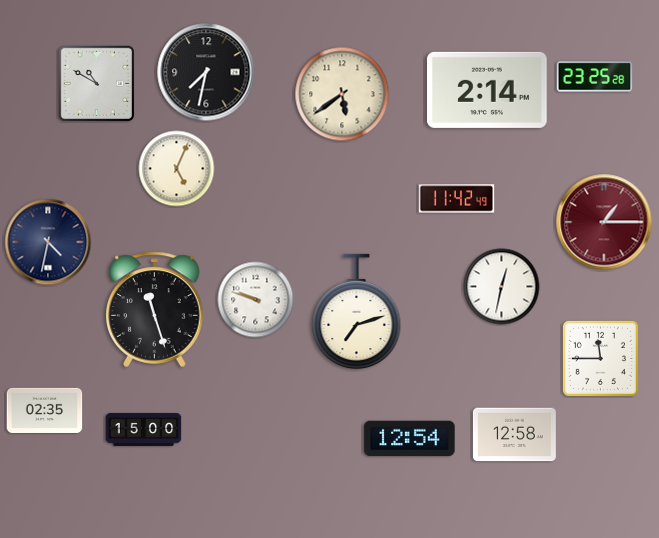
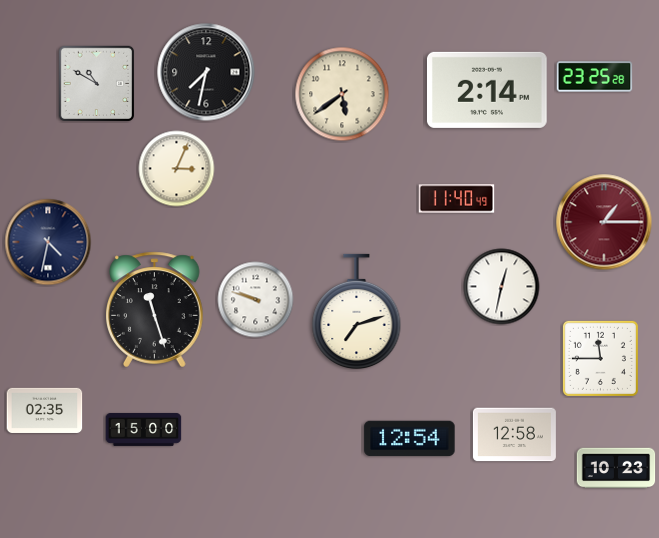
clock at (177, 169): 5:04 -> 3:04
clock at (457, 199): 11:42 -> 11:40
clock at (616, 468): none -> 10:23
